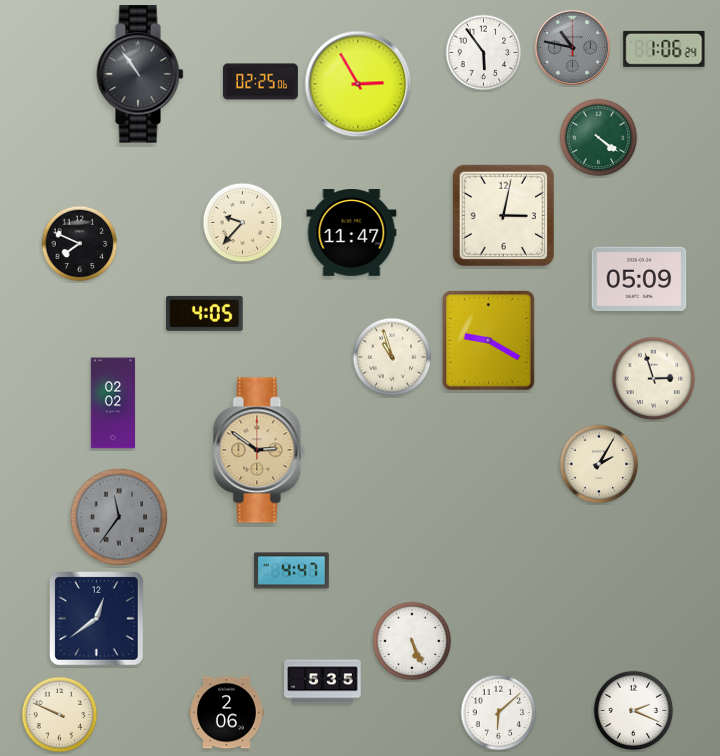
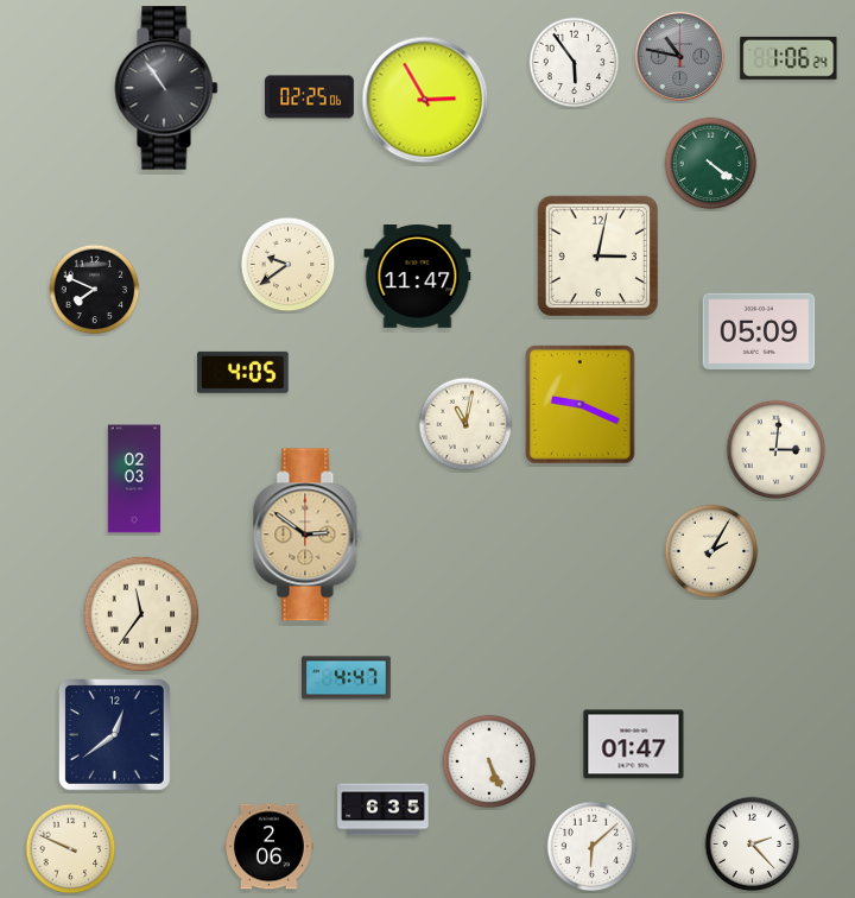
clock at (243, 223): 9:37 -> 9:39
clock at (489, 341): 9:20 -> 9:19
clock at (392, 357): 10:57 -> 11:02
clock at (654, 379): 2:57 -> 3:01
clock at (113, 403): 02:02 -> 02:03
clock at (119, 517) dial: grey -> cream
clock at (634, 745): none -> 01:47
clock at (323, 682): 5:35 -> 6:35
clock at (634, 711): 2:19 -> 2:23
